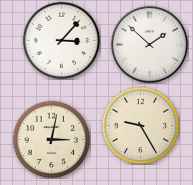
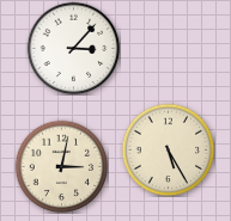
clock at (149, 44): 1:52 -> none
clock at (140, 125): 9:25 -> 5:25
